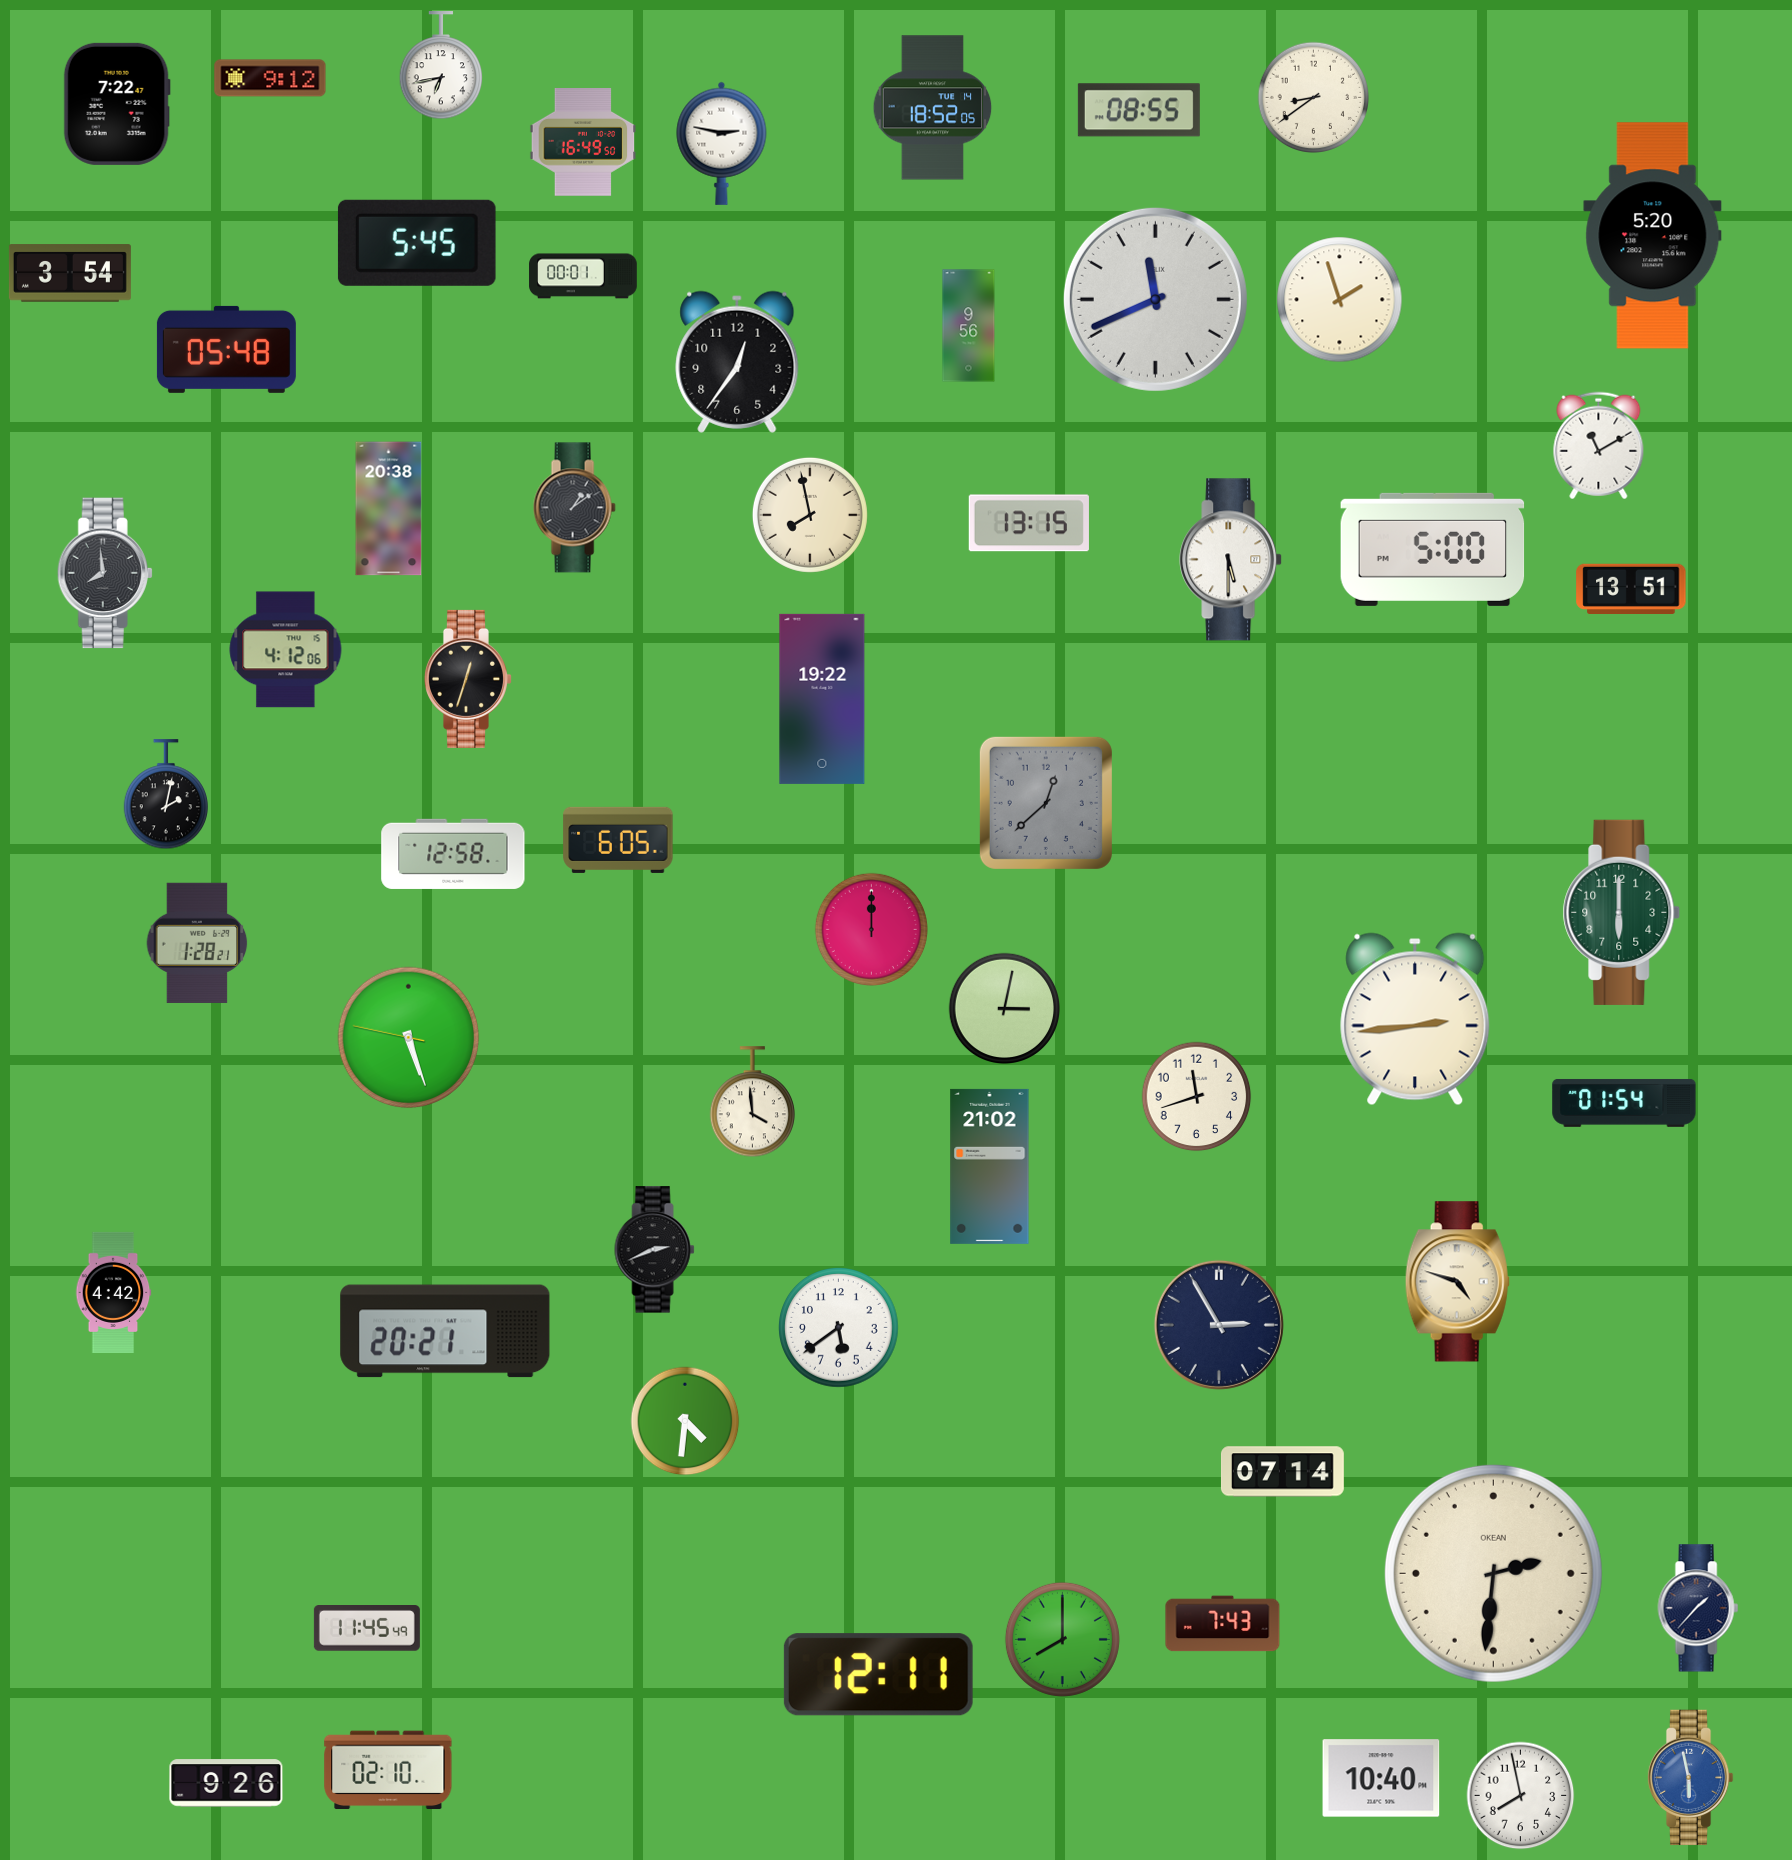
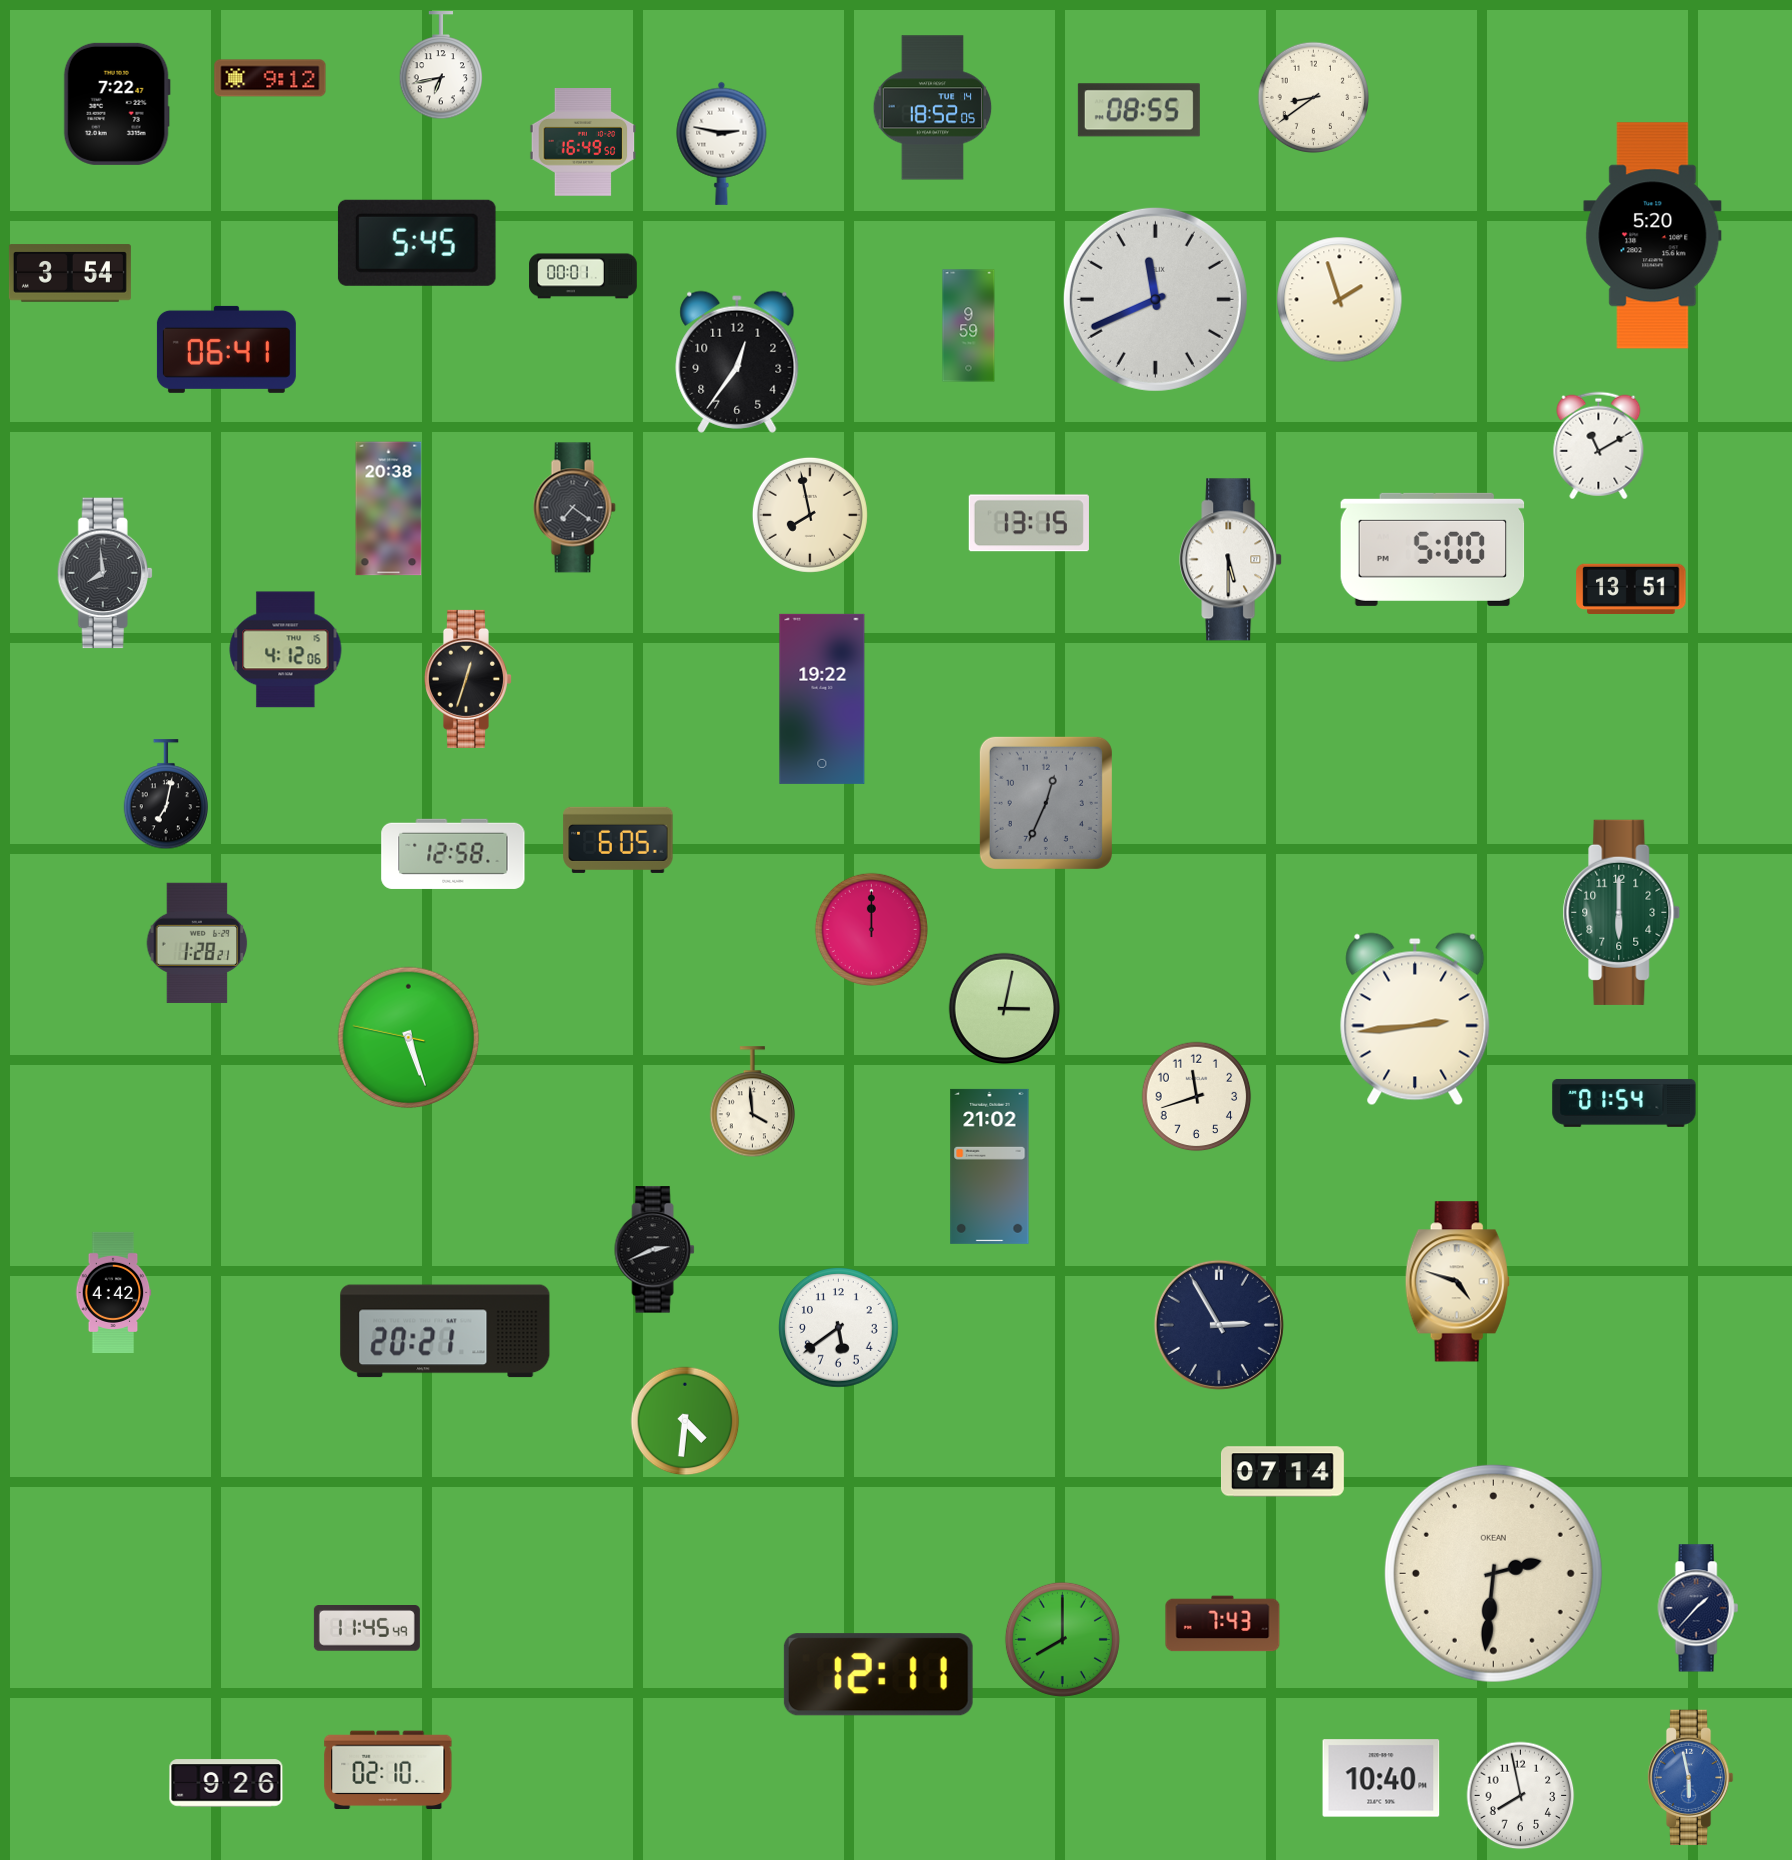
clock at (969, 326): 9:56 -> 9:59
clock at (226, 349): 05:48 -> 06:41
clock at (574, 508): 1:09 -> 7:21
clock at (165, 795): 2:02 -> 7:02
clock at (1046, 803): 12:38 -> 12:34
